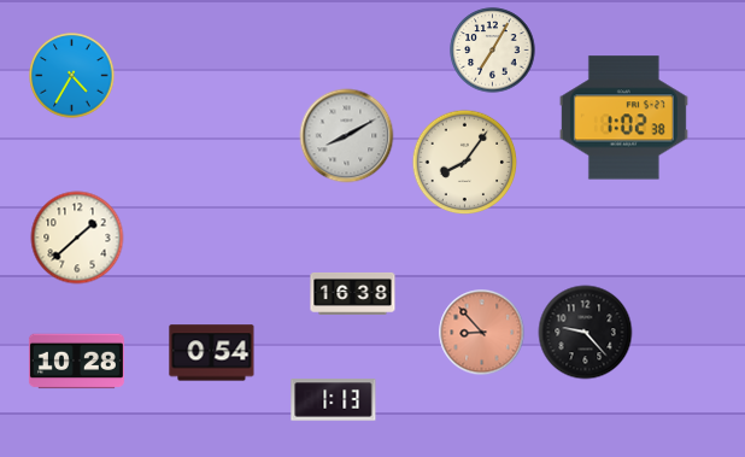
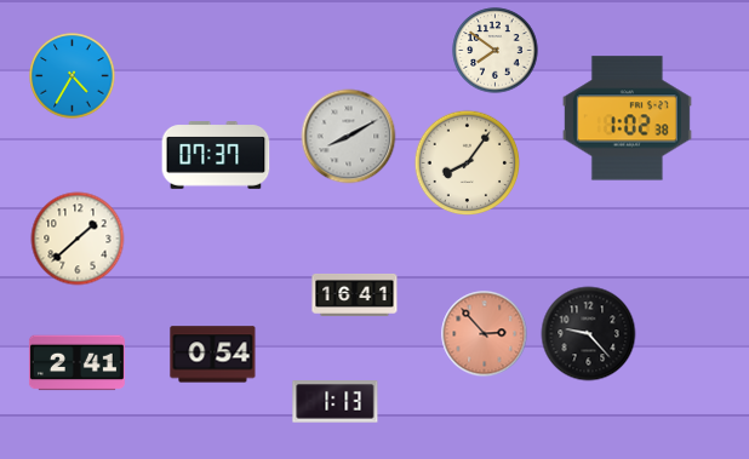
clock at (493, 51): 7:05 -> 7:51
clock at (216, 155): none -> 07:37
clock at (353, 293): 16:38 -> 16:41
clock at (482, 333): 8:53 -> 2:53
clock at (76, 362): 10:28 -> 2:41
